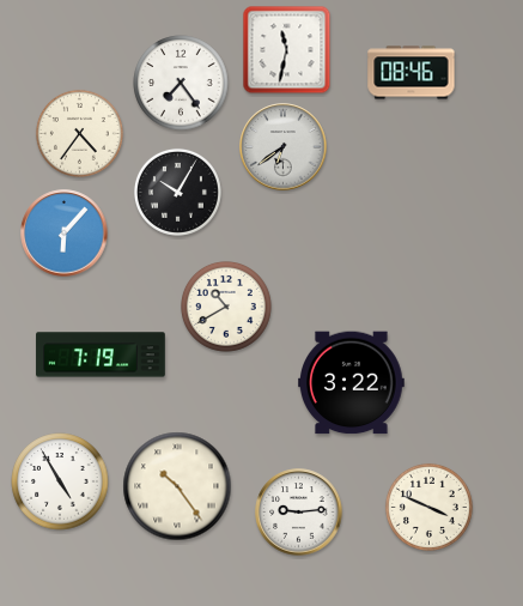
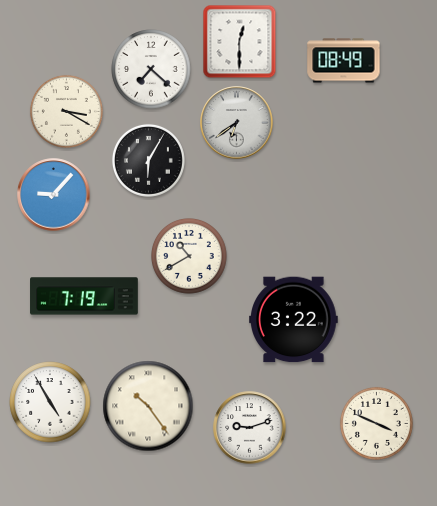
clock at (287, 50): 11:32 -> 12:30
clock at (412, 73): 08:46 -> 08:49
clock at (181, 83): 7:24 -> 7:22
clock at (79, 133): 4:36 -> 3:20
clock at (177, 192): 10:05 -> 6:05
clock at (65, 234): 6:07 -> 9:07
clock at (428, 507) position: (428, 507) -> (376, 423)
clock at (299, 513): 9:14 -> 9:12
